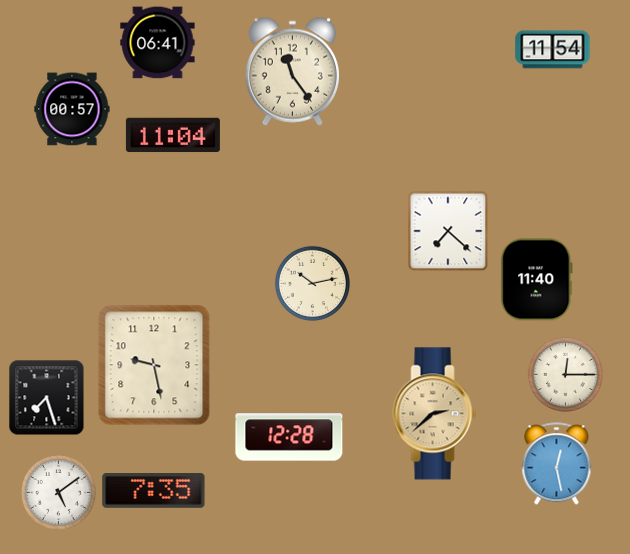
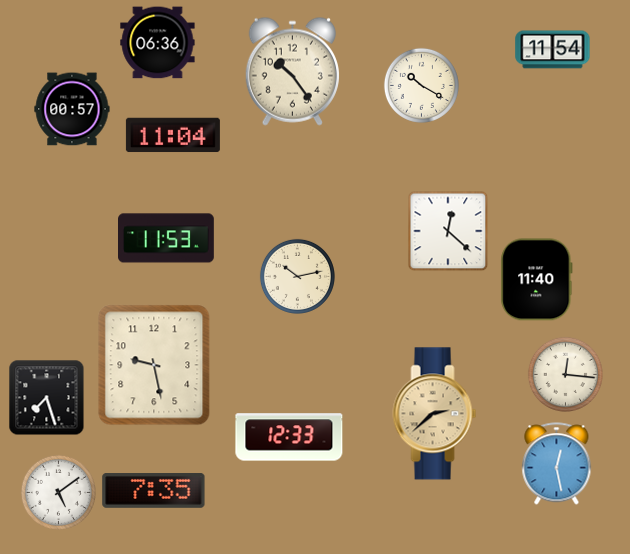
clock at (158, 43): 06:41 -> 06:36
clock at (292, 71): 11:24 -> 10:24
clock at (421, 85): none -> 10:20
clock at (448, 231): 7:22 -> 12:22
clock at (167, 238): none -> 11:53
clock at (312, 283) position: (312, 283) -> (297, 276)
clock at (565, 374): 12:15 -> 12:16
clock at (289, 437): 12:28 -> 12:33
